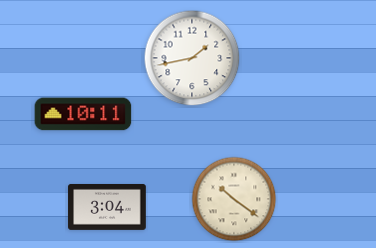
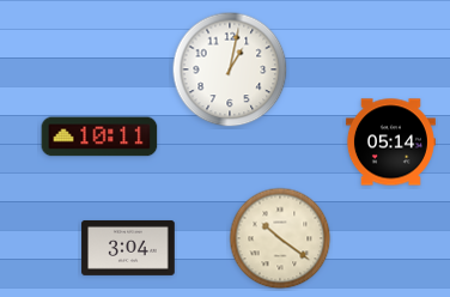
clock at (192, 58): 1:43 -> 1:02
clock at (390, 143): none -> 05:14
